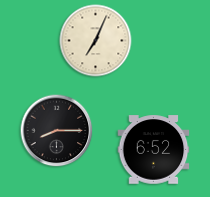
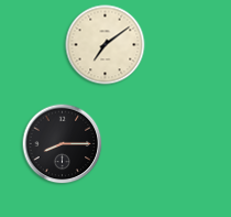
clock at (96, 41): 7:04 -> 7:09
clock at (154, 150): 6:52 -> none
